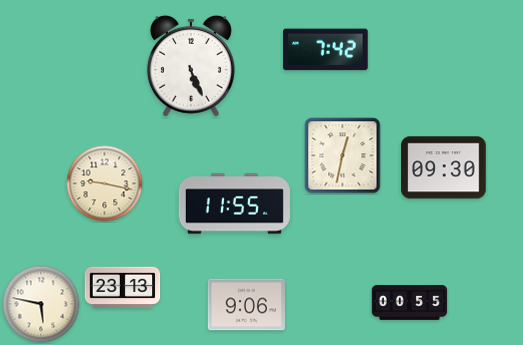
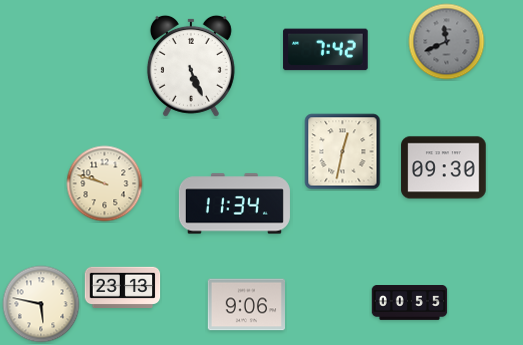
clock at (447, 42): none -> 11:41
clock at (343, 156) position: (343, 156) -> (343, 152)
clock at (105, 184): 9:17 -> 9:48
clock at (234, 204): 11:55 -> 11:34
